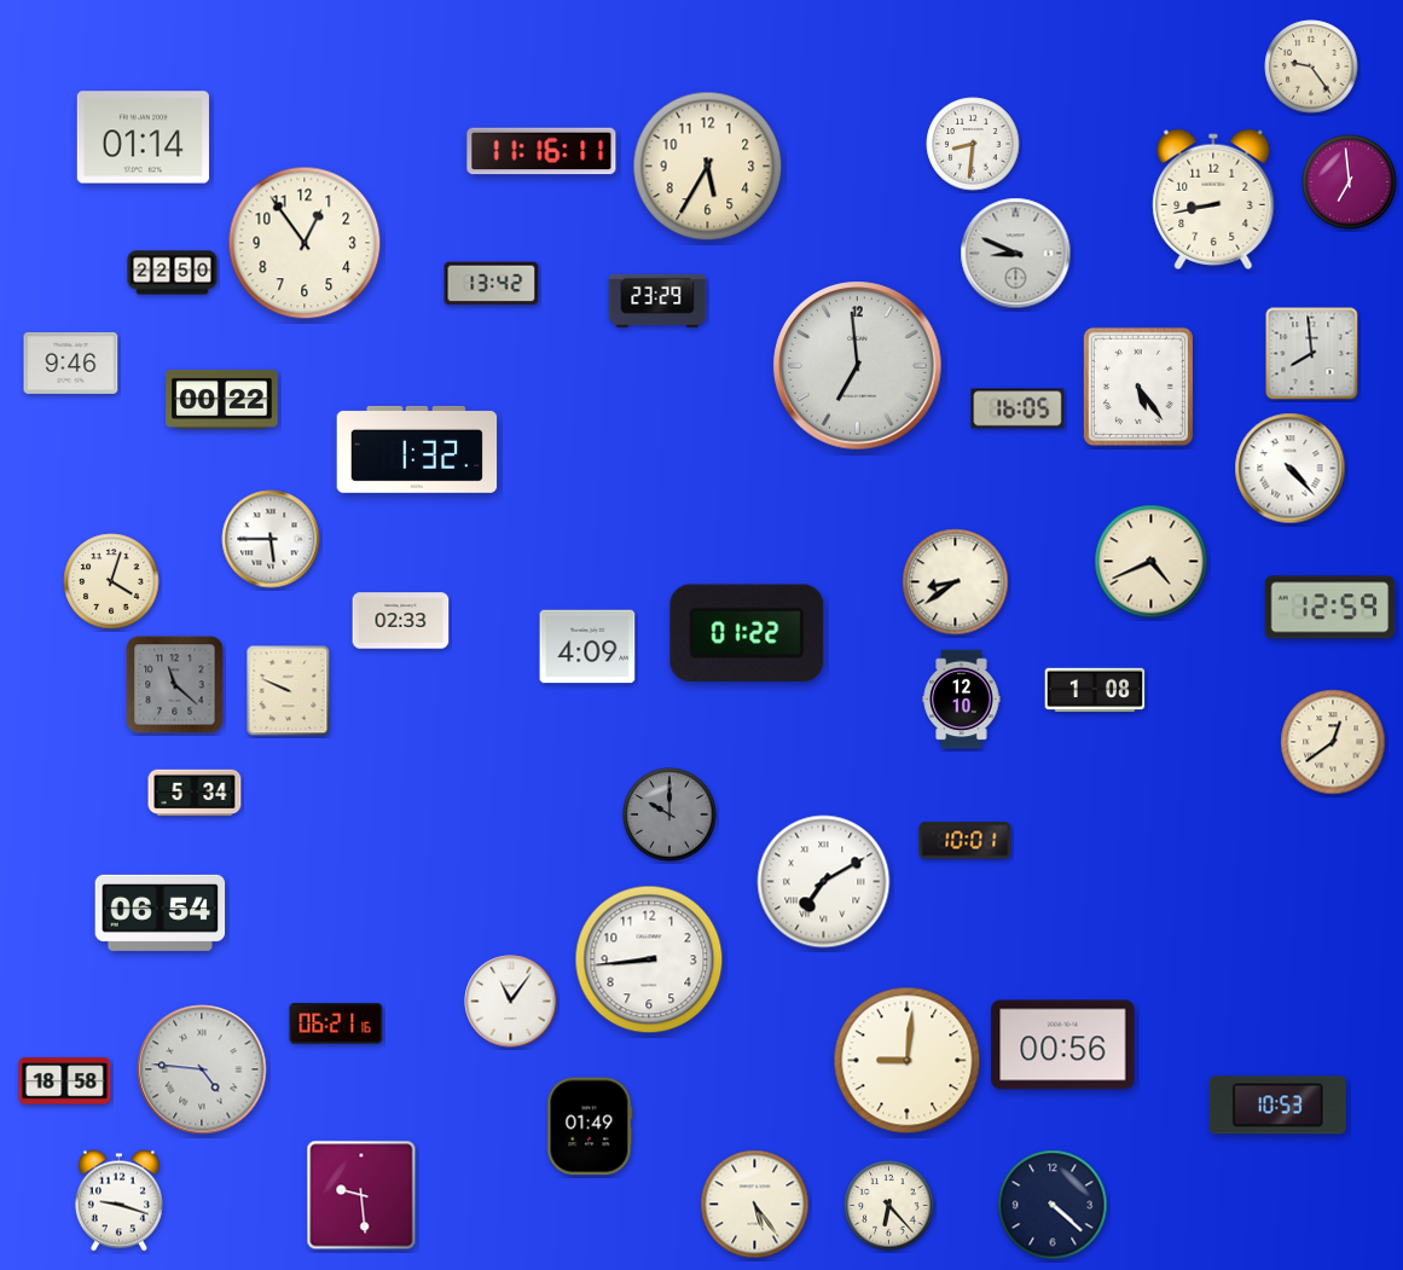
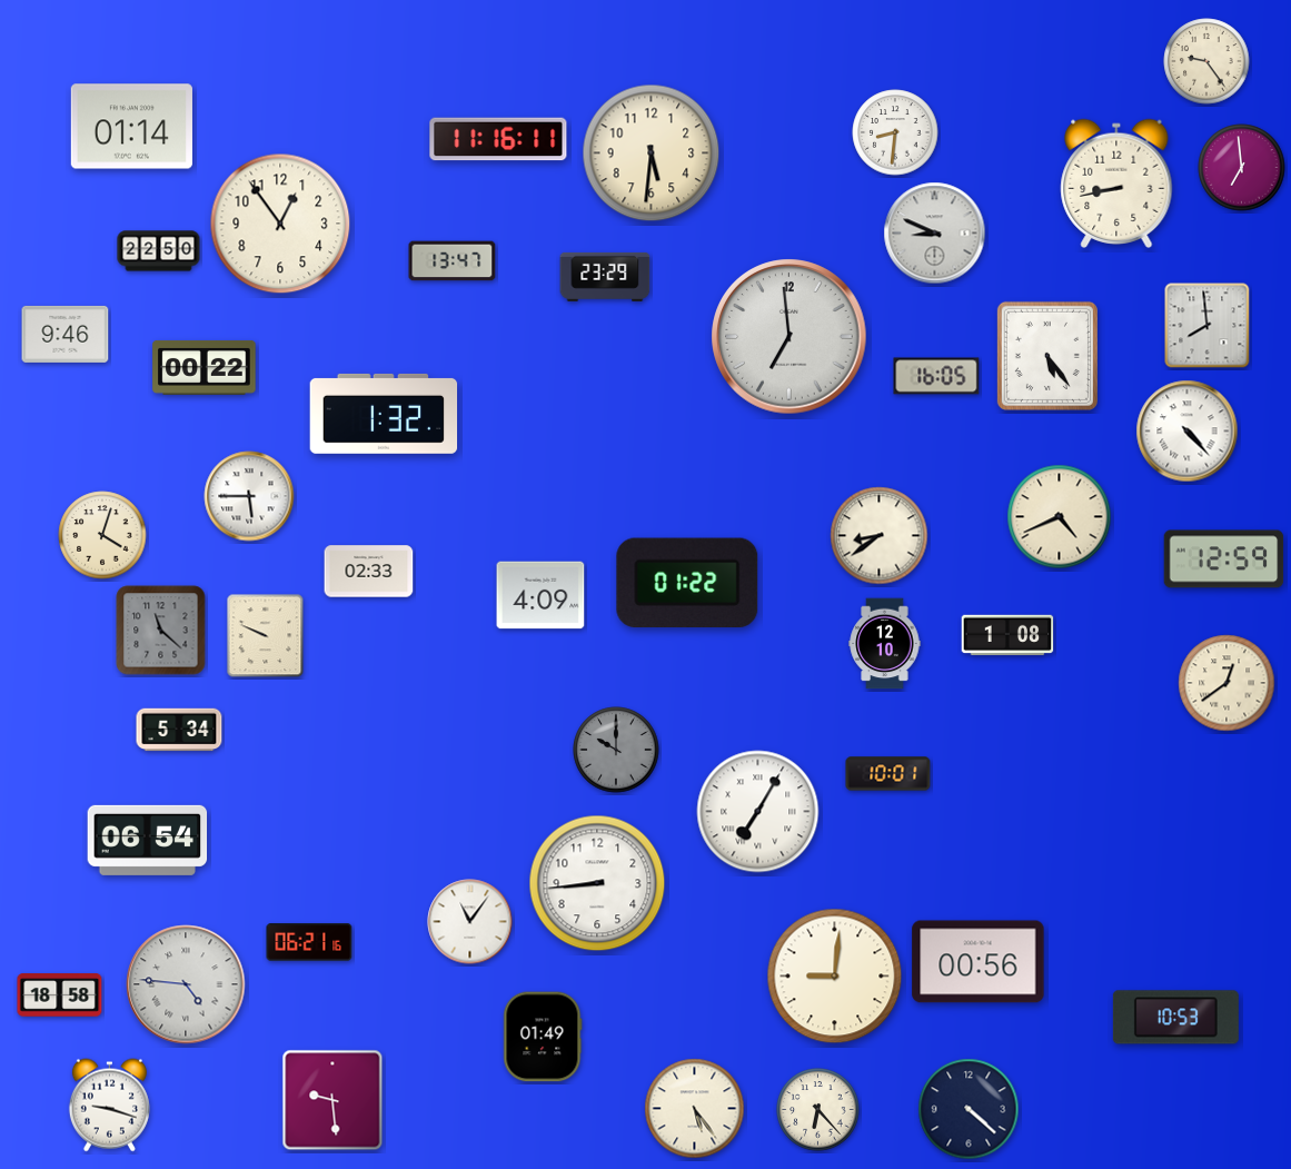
clock at (708, 167): 5:35 -> 5:31
clock at (492, 284): 13:42 -> 13:47
clock at (824, 882): 7:10 -> 7:05
